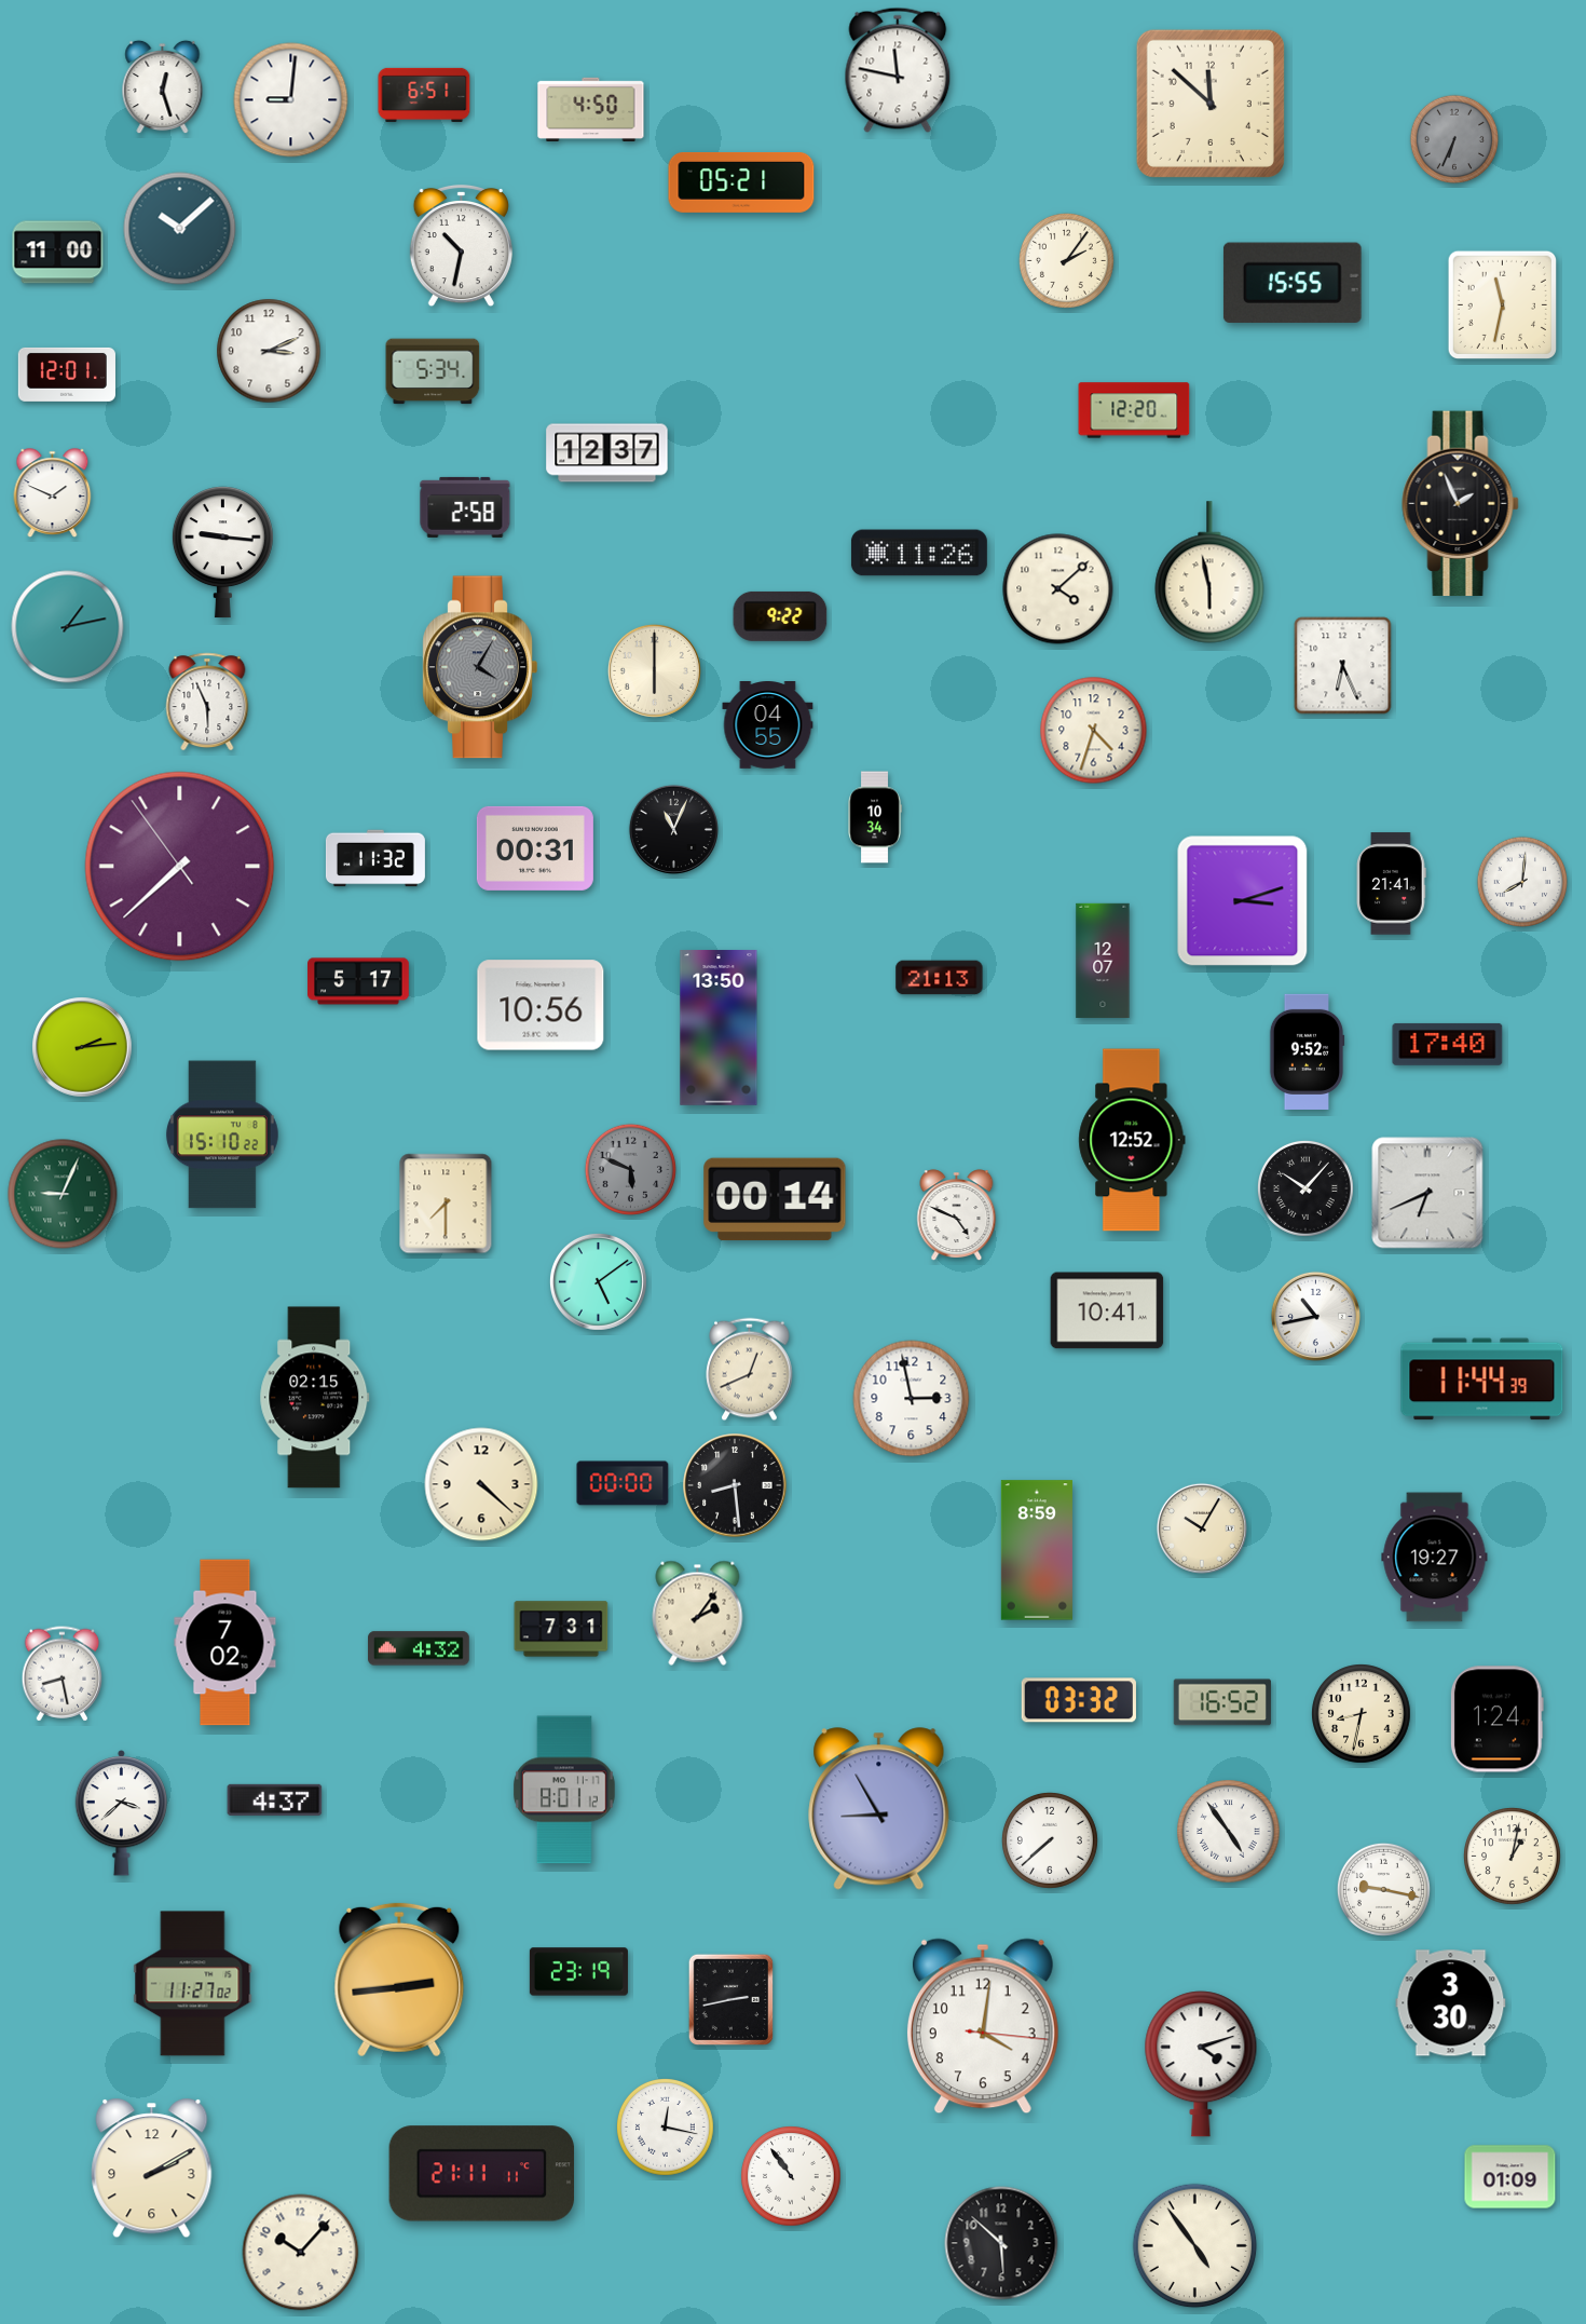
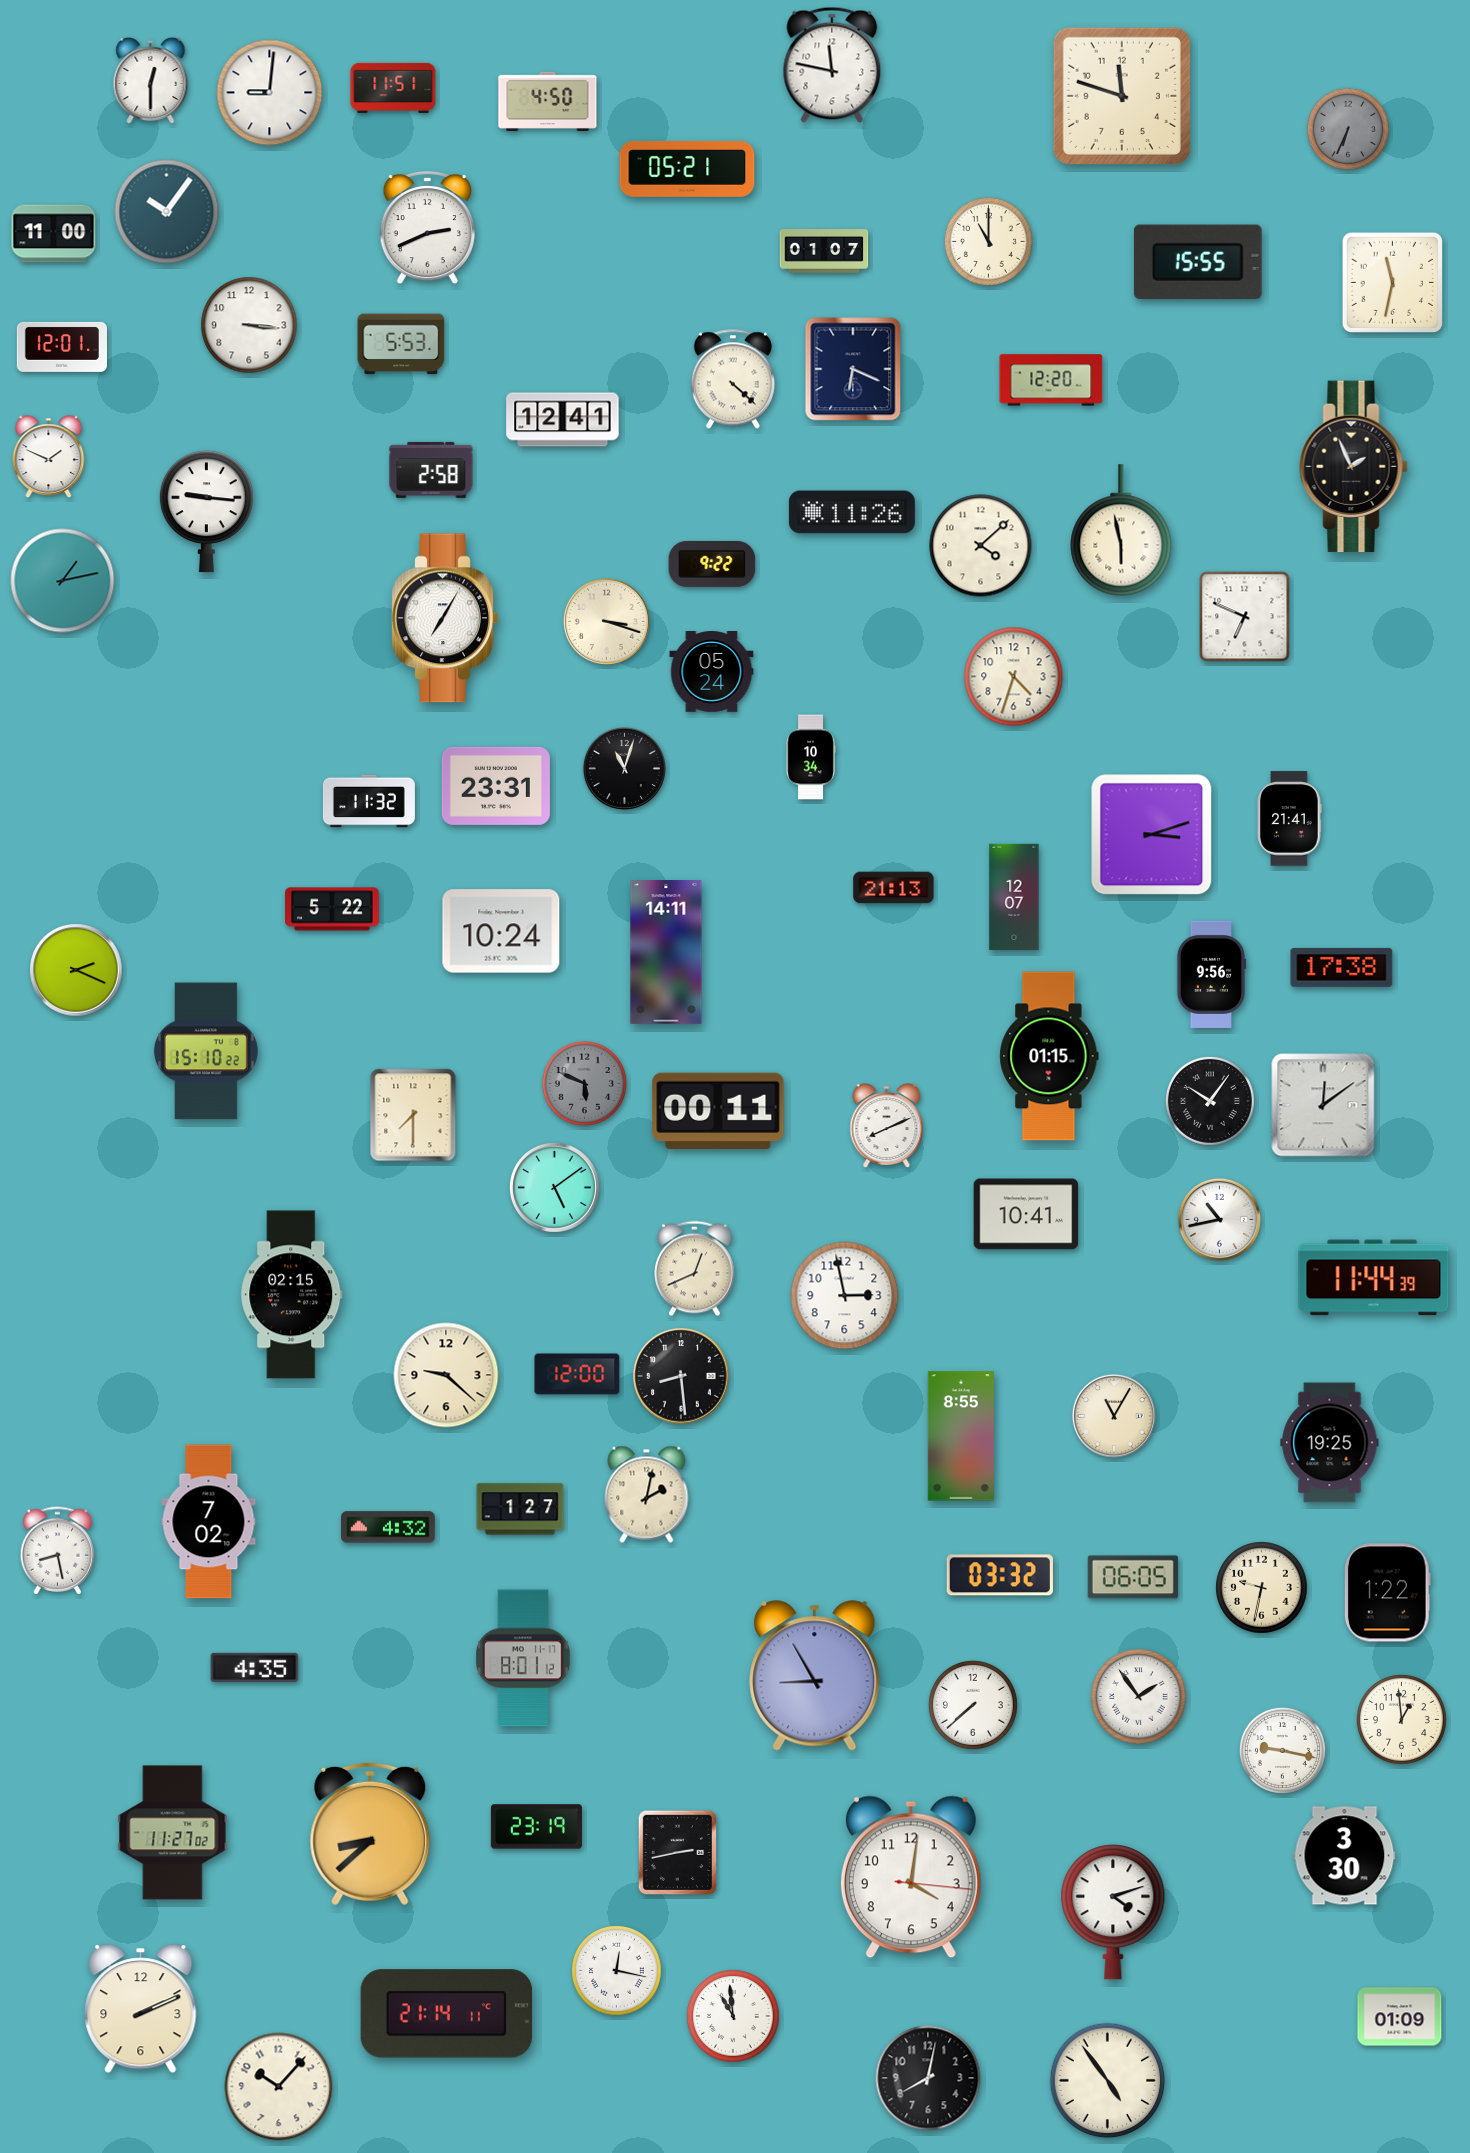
clock at (163, 87): 12:27 -> 12:30
clock at (424, 95): 6:51 -> 11:51
clock at (1211, 104): 11:52 -> 11:48
clock at (180, 229): 10:08 -> 10:06
clock at (461, 246): 10:32 -> 2:41
clock at (1066, 260): 2:06 -> 11:00
clock at (824, 251): none -> 01:07
clock at (269, 351): 3:11 -> 3:16
clock at (433, 371): 5:34 -> 5:53
clock at (853, 369): none -> 6:19
clock at (733, 379): none -> 4:22
clock at (607, 453): 12:37 -> 12:41
clock at (780, 616) position: (780, 616) -> (712, 564)
clock at (1343, 666): 6:26 -> 6:49
clock at (480, 667): 4:05 -> 7:05
clock at (480, 667) dial: grey -> white
clock at (654, 670): 6:00 -> 3:18
clock at (207, 702): 5:56 -> none
clock at (768, 725): 04:55 -> 05:24
clock at (673, 829): 11:04 -> 11:03
clock at (535, 848): 00:31 -> 23:31
clock at (375, 858) position: (375, 858) -> (369, 801)
clock at (180, 867): 7:37 -> none
clock at (1521, 881): 8:01 -> none
clock at (1103, 961) position: (1103, 961) -> (1014, 897)
clock at (940, 978) position: (940, 978) -> (894, 888)
clock at (358, 981): 5:17 -> 5:22
clock at (541, 1005): 10:56 -> 10:24
clock at (719, 1028): 13:50 -> 14:11
clock at (1448, 1044): 17:40 -> 17:38
clock at (82, 1047): 2:14 -> 2:19
clock at (1307, 1051): 9:52 -> 9:56
clock at (1132, 1140): 12:52 -> 01:15
clock at (1305, 1188): 10:07 -> 10:06
clock at (1427, 1193): 6:41 -> 12:09
clock at (63, 1194): 9:04 -> none
clock at (775, 1199): 00:14 -> 00:11
clock at (957, 1214): 4:49 -> 8:11
clock at (623, 1483): 00:00 -> 12:00
clock at (481, 1484): 4:22 -> 9:22
clock at (1202, 1528): 10:05 -> 11:05
clock at (1037, 1550): 8:59 -> 8:55
clock at (1435, 1558): 19:27 -> 19:25
clock at (698, 1613): 2:06 -> 2:02
clock at (561, 1629): 7:31 -> 1:27
clock at (1222, 1702): 16:52 -> 06:05
clock at (1362, 1714): 8:32 -> 9:32
clock at (1496, 1720): 1:24 -> 1:22
clock at (275, 1799): 4:37 -> 4:35
clock at (122, 1812): 3:38 -> none
clock at (1229, 1832): 4:54 -> 1:54
clock at (1513, 1857): 1:02 -> 12:59
clock at (399, 1980): 2:44 -> 8:38
clock at (193, 1984) position: (193, 1984) -> (173, 1833)
clock at (152, 2169): 2:10 -> 2:11
clock at (482, 2174): 21:11 -> 21:14
clock at (791, 2176): 10:54 -> 10:59
clock at (1001, 2243): 5:52 -> 8:02
